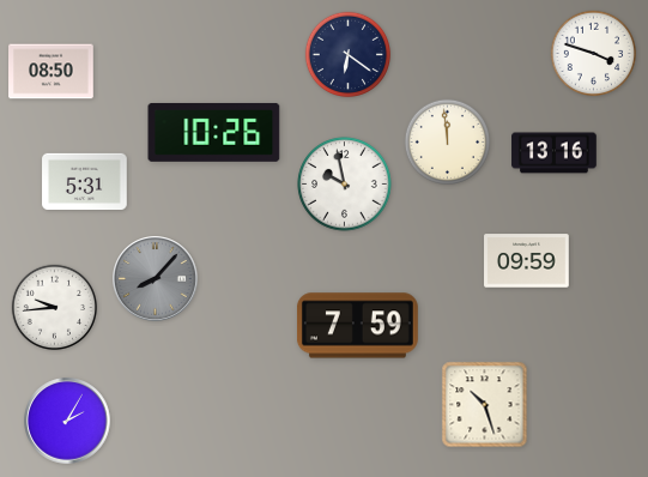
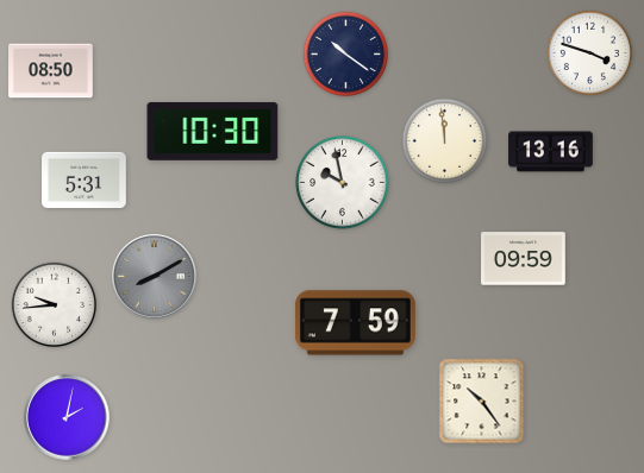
clock at (349, 55): 6:21 -> 10:21
clock at (214, 132): 10:26 -> 10:30
clock at (156, 279): 8:07 -> 8:10
clock at (485, 405): 10:27 -> 10:24
clock at (67, 421): 2:05 -> 2:02
